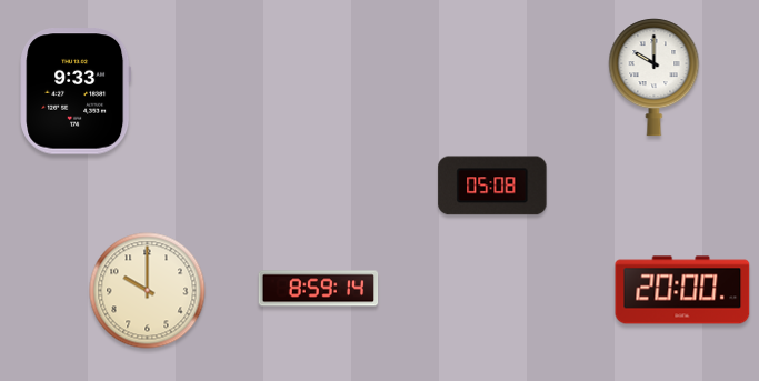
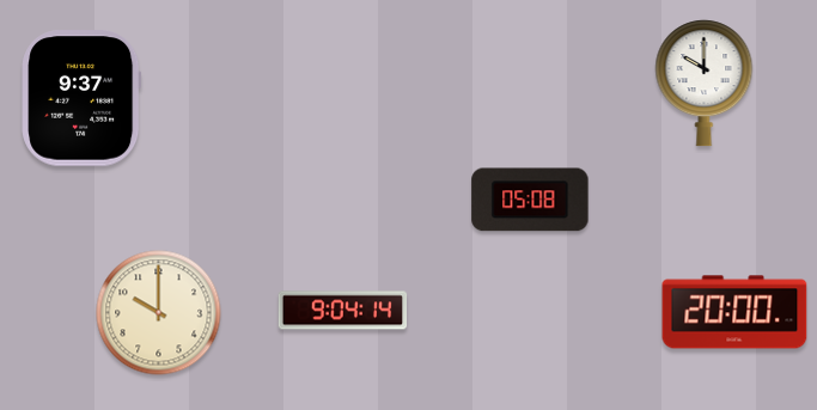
clock at (76, 91): 9:33 -> 9:37
clock at (319, 289): 8:59 -> 9:04
